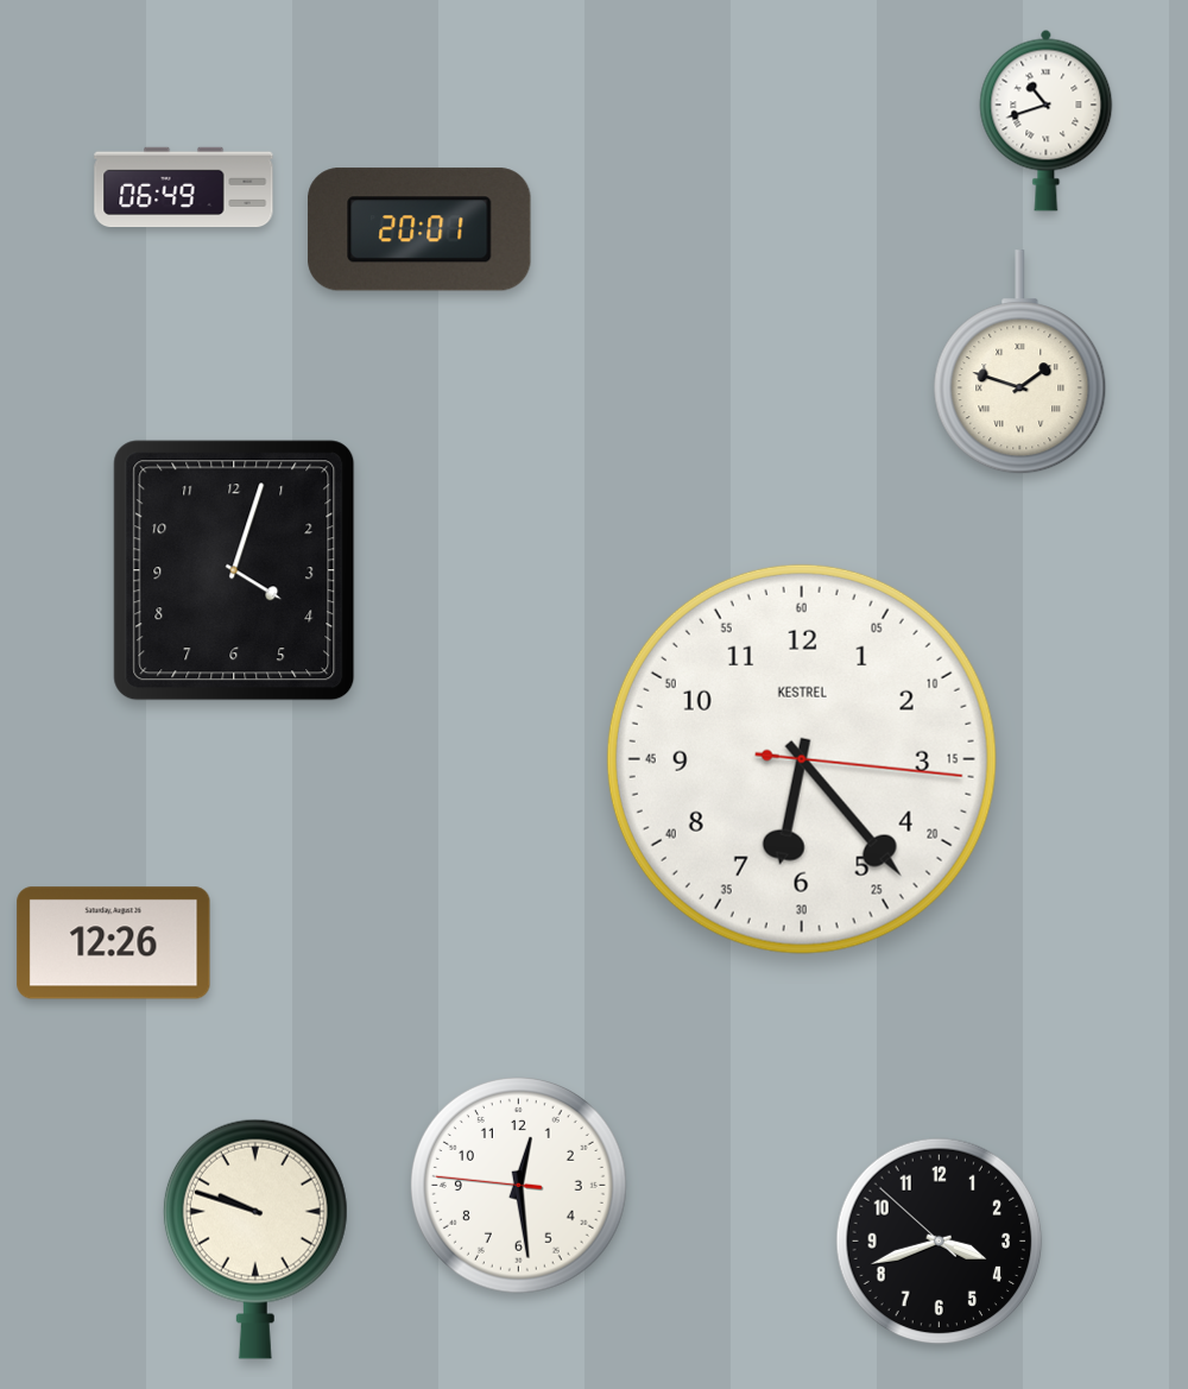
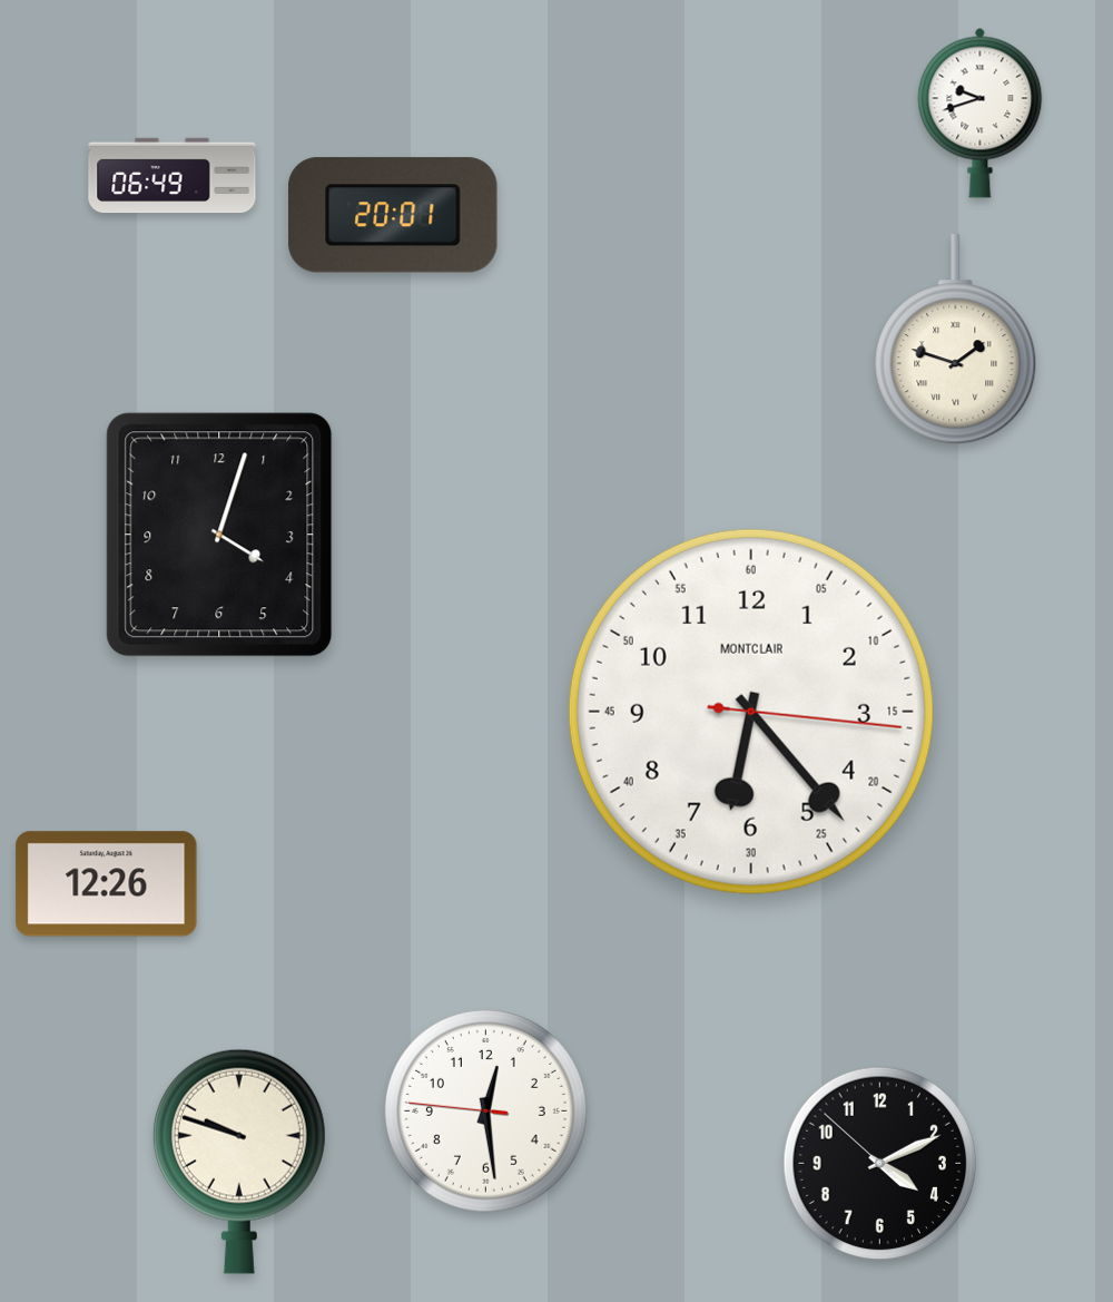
clock at (1047, 120): 10:42 -> 9:42
clock at (802, 759) brand: KESTREL -> MONTCLAIR
clock at (940, 1242): 3:41 -> 4:10
